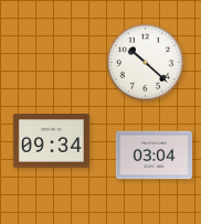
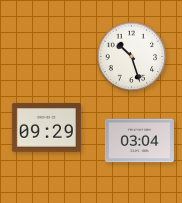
clock at (146, 63): 10:22 -> 10:27
clock at (51, 141): 09:34 -> 09:29
